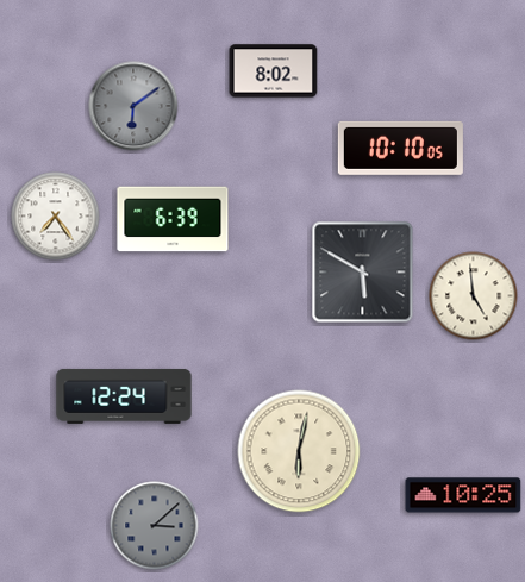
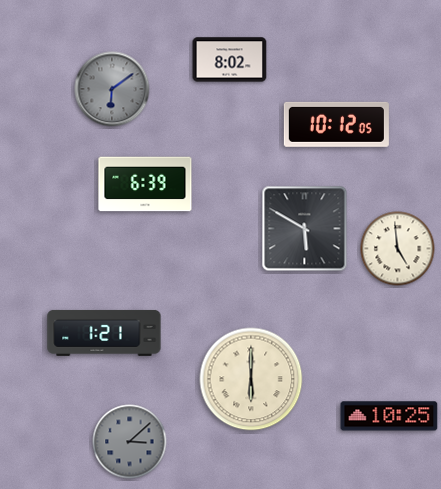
clock at (400, 148): 10:10 -> 10:12
clock at (56, 217): 7:24 -> none
clock at (124, 396): 12:24 -> 1:21
clock at (299, 451): 6:02 -> 6:00
